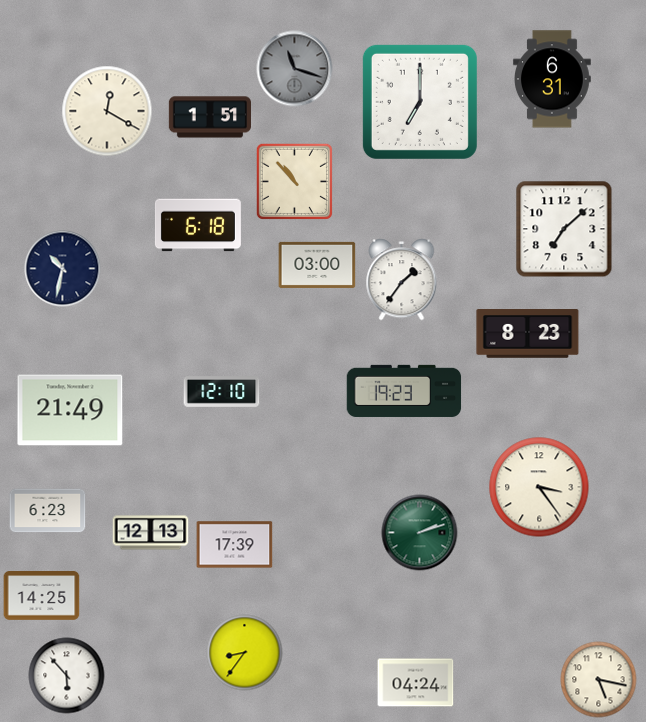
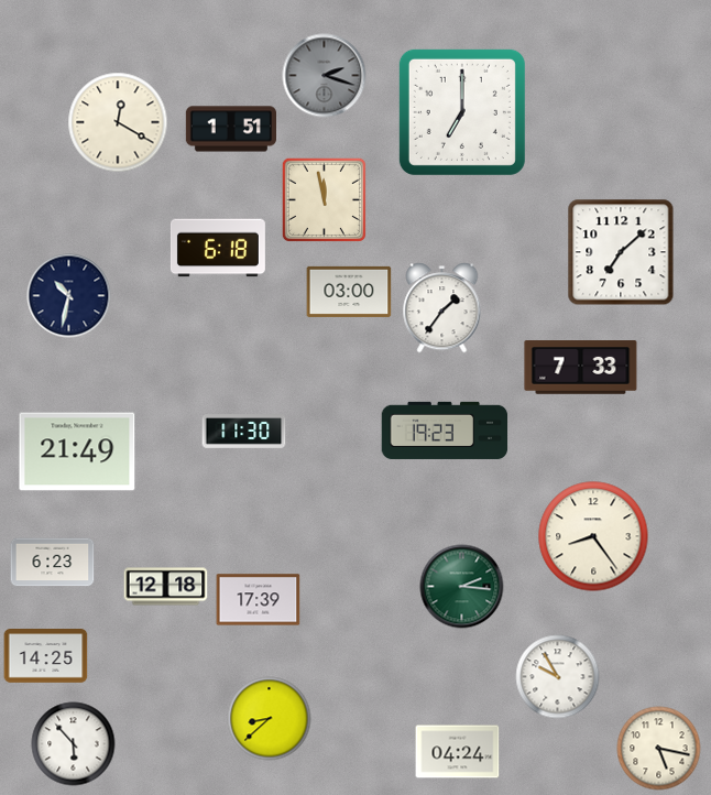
clock at (295, 69): 11:18 -> 2:18
clock at (553, 79): 6:31 -> none
clock at (294, 181): 10:53 -> 11:58
clock at (528, 334): 8:23 -> 7:33
clock at (222, 392): 12:10 -> 11:30
clock at (539, 487): 3:24 -> 8:24
clock at (151, 533): 12:13 -> 12:18
clock at (420, 533): 2:12 -> 2:16
clock at (558, 677): none -> 9:55
clock at (245, 653): 8:36 -> 8:38
